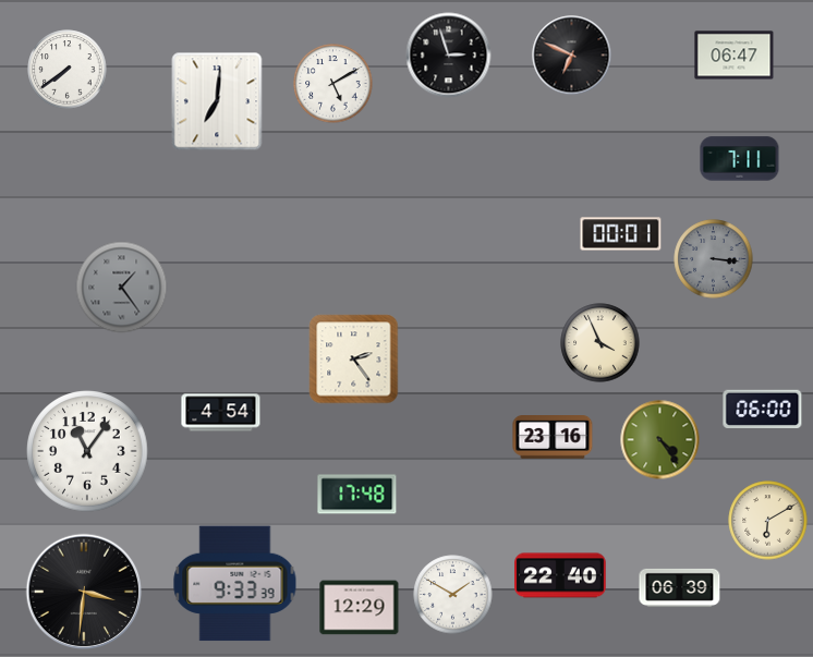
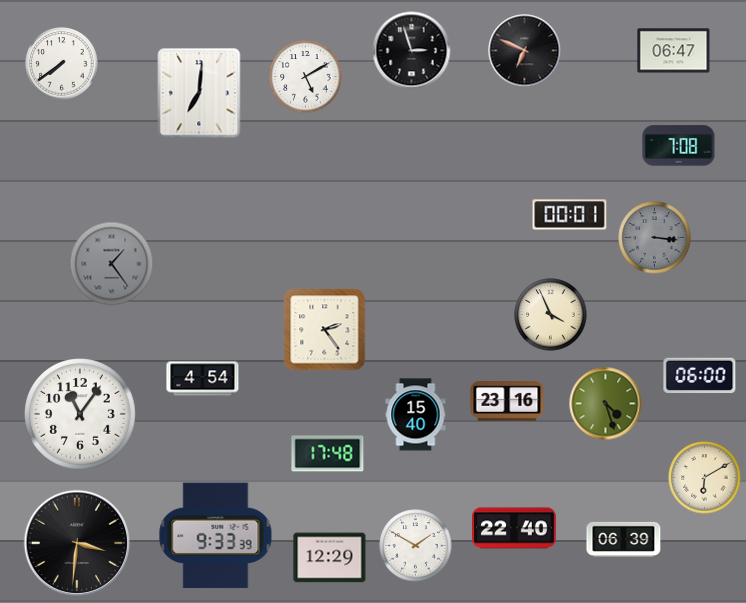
clock at (740, 159): 7:11 -> 7:08
clock at (660, 440): 4:24 -> 4:27
clock at (416, 415): none -> 15:40
